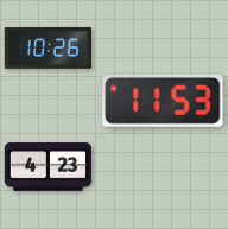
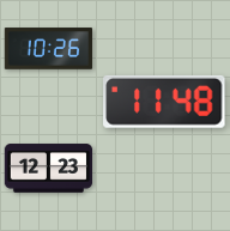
clock at (163, 101): 11:53 -> 11:48
clock at (49, 167): 4:23 -> 12:23
